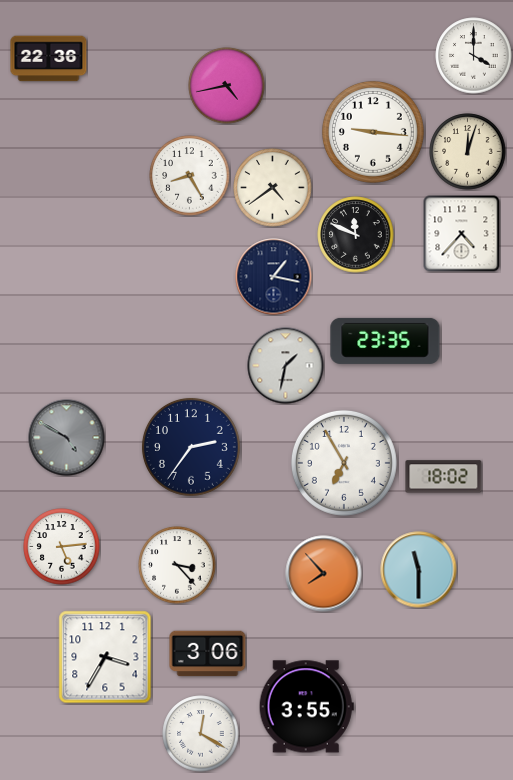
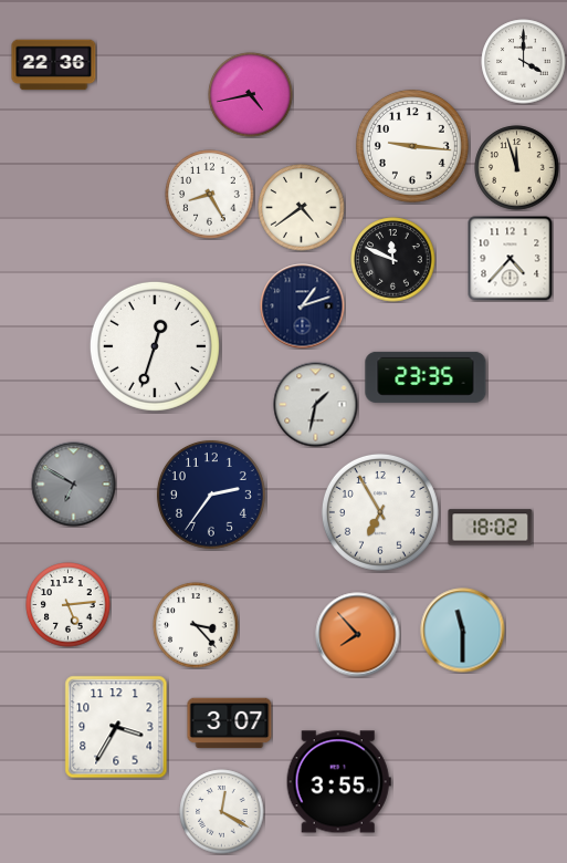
clock at (468, 152): 12:03 -> 11:57
clock at (274, 277): 1:17 -> 1:12
clock at (155, 346): none -> 12:33
clock at (67, 438): 4:50 -> 6:50
clock at (208, 654): 3:06 -> 3:07
